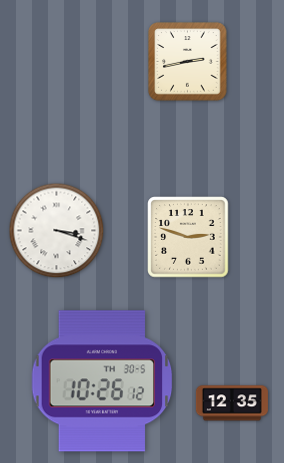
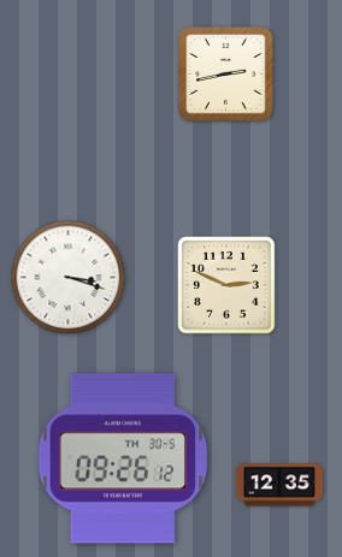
clock at (188, 237): 2:48 -> 2:49
clock at (102, 381): 10:26 -> 09:26
